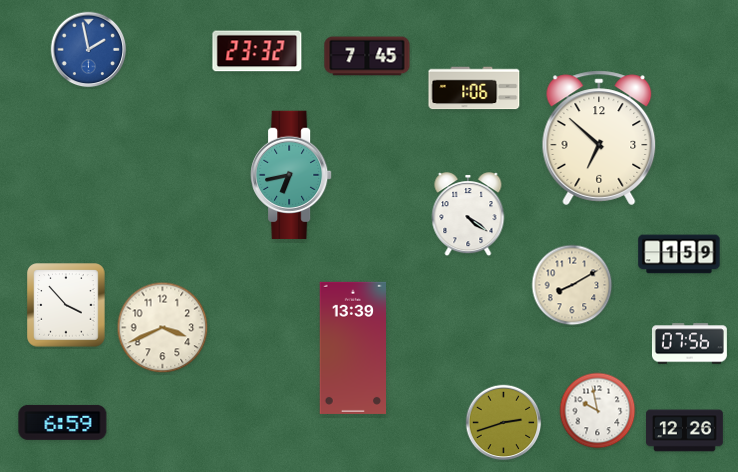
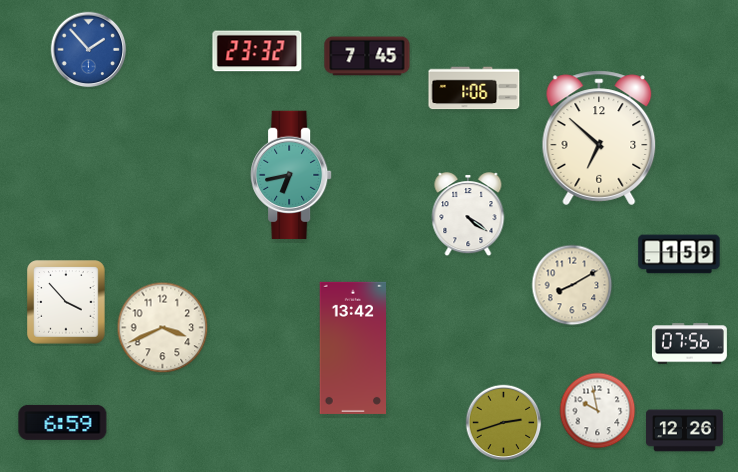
clock at (89, 50): 1:58 -> 1:53
clock at (66, 305) position: (66, 305) -> (66, 302)
clock at (353, 348): 13:39 -> 13:42
